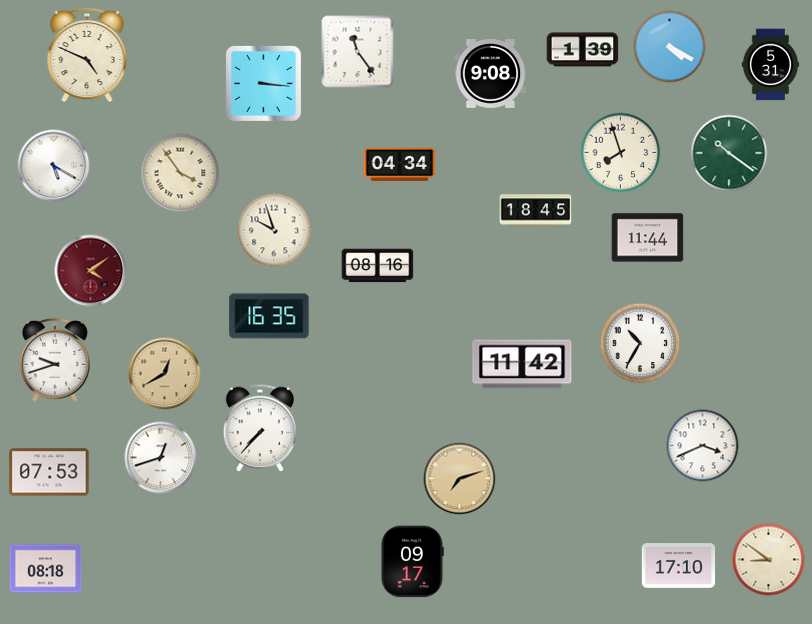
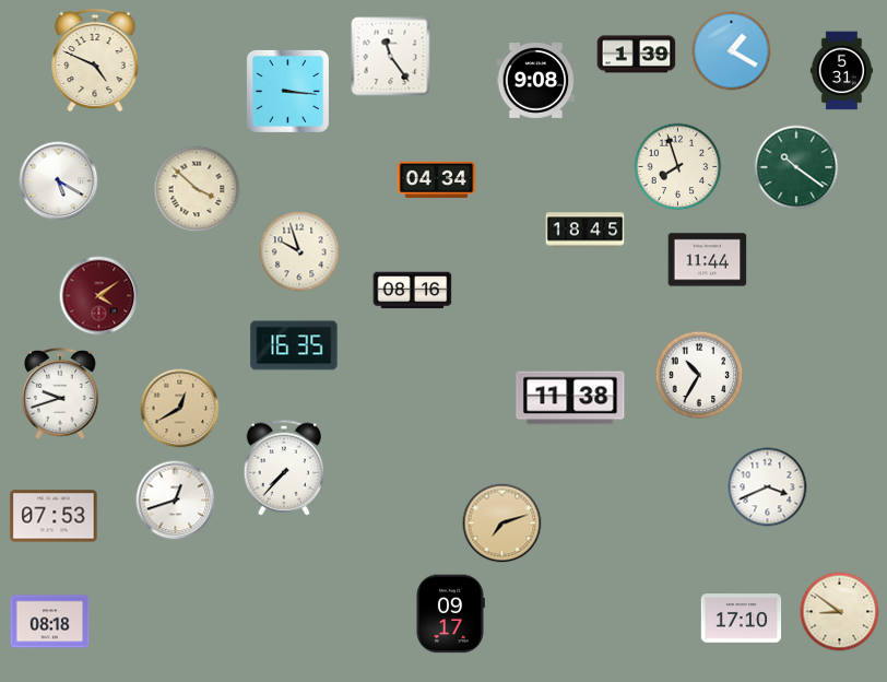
clock at (670, 47): 4:20 -> 1:20
clock at (180, 173): 3:54 -> 3:52
clock at (522, 364): 11:42 -> 11:38
